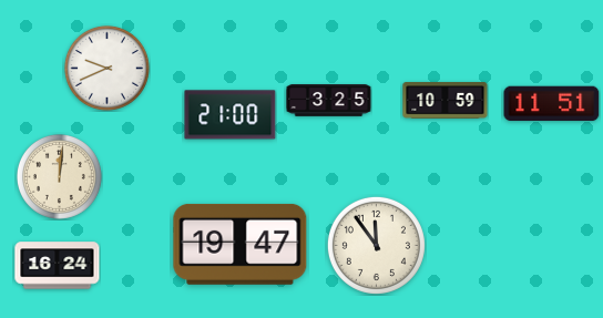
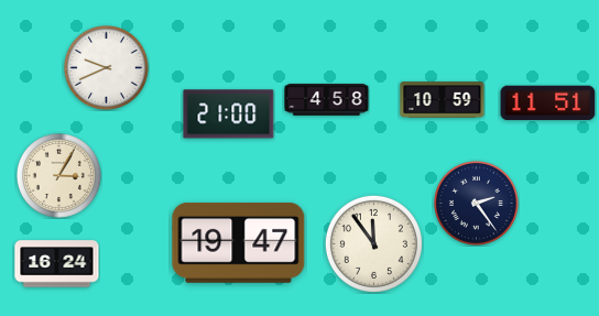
clock at (329, 101): 3:25 -> 4:58
clock at (59, 176): 12:01 -> 3:05
clock at (476, 203): none -> 2:24
